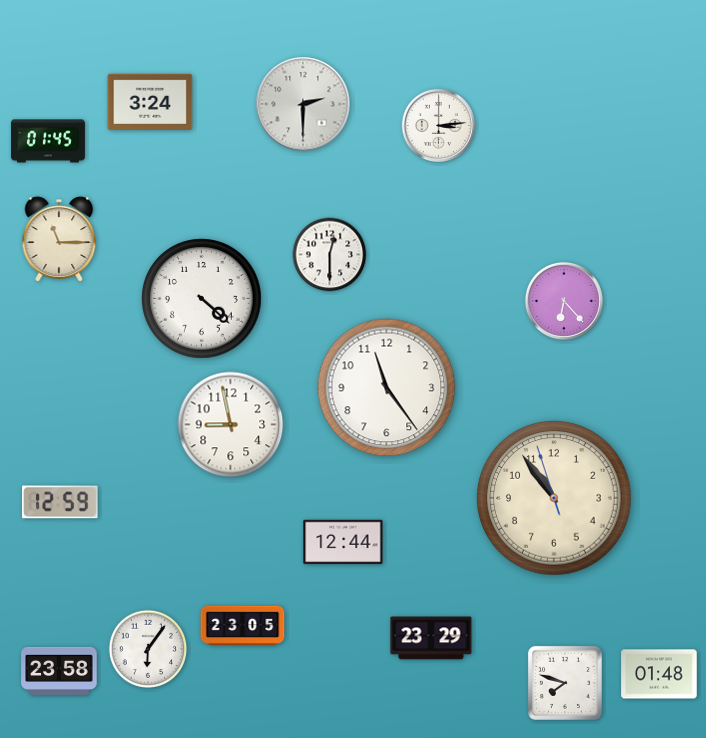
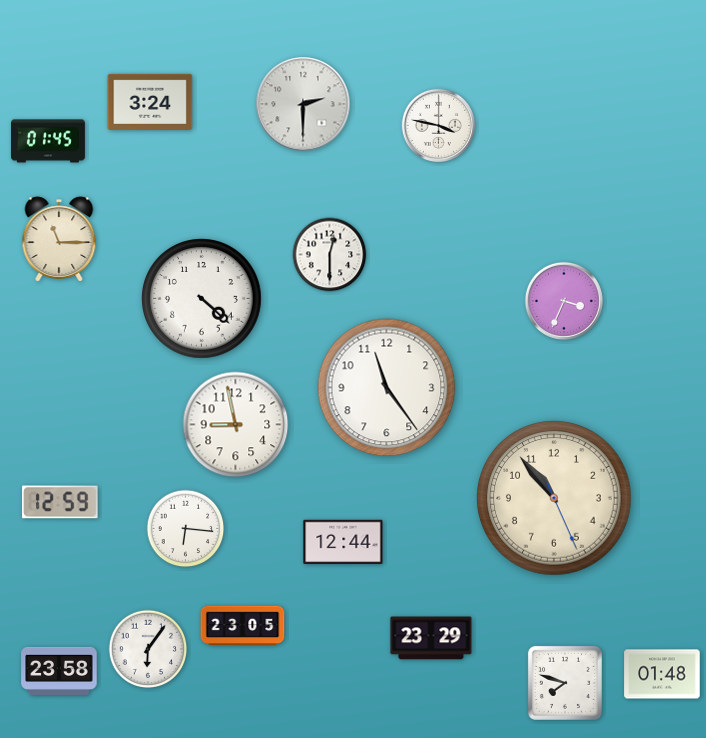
clock at (438, 125): 3:14 -> 3:47
clock at (564, 301): 6:23 -> 3:34
clock at (231, 425) position: (231, 425) -> (236, 425)
clock at (554, 498): 10:53:57 -> 10:53:26
clock at (186, 529): none -> 6:16
clock at (659, 674) position: (659, 674) -> (662, 674)
